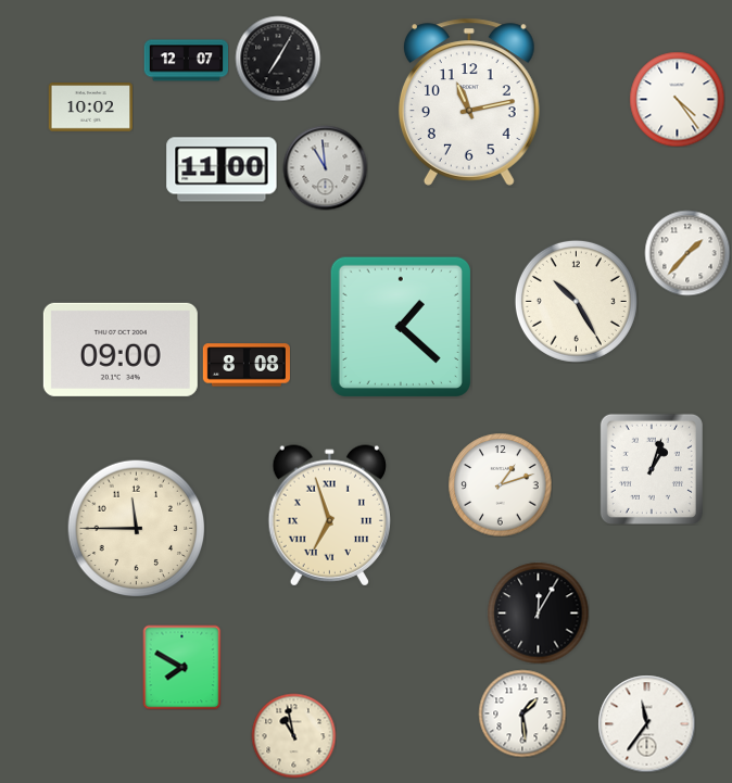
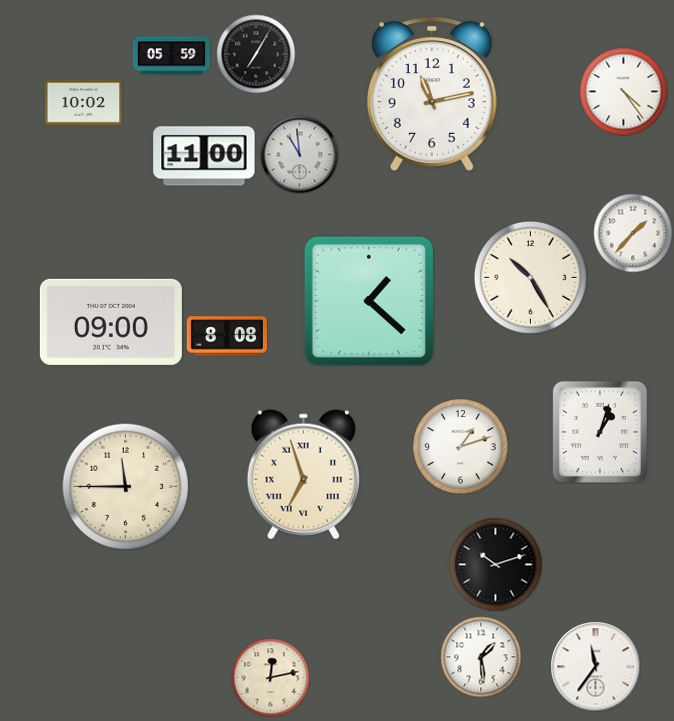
clock at (186, 61): 12:07 -> 05:59
clock at (90, 108) position: (90, 108) -> (83, 103)
clock at (538, 612): 12:05 -> 10:12
clock at (182, 667): 7:50 -> none
clock at (293, 735): 10:58 -> 12:13
